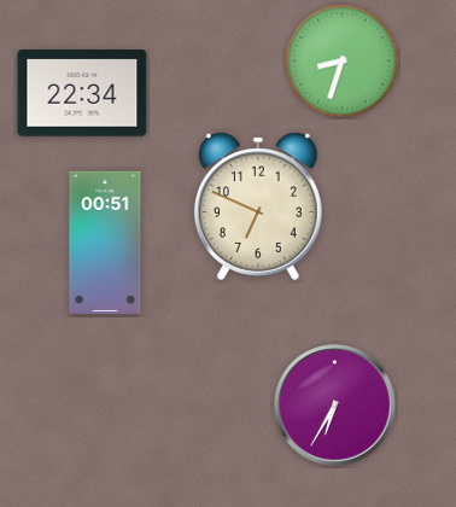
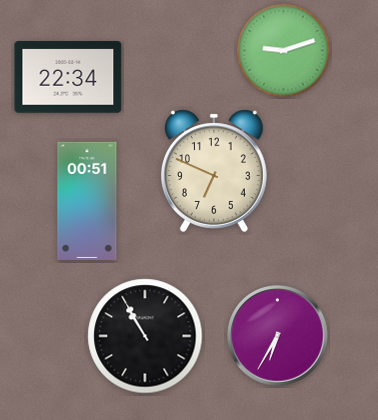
clock at (343, 62): 8:33 -> 9:12
clock at (145, 336): none -> 10:55
